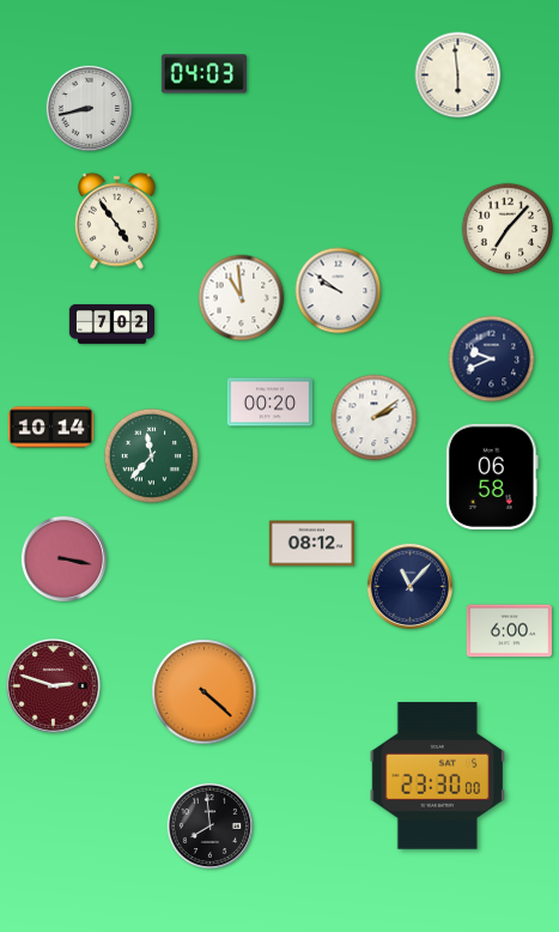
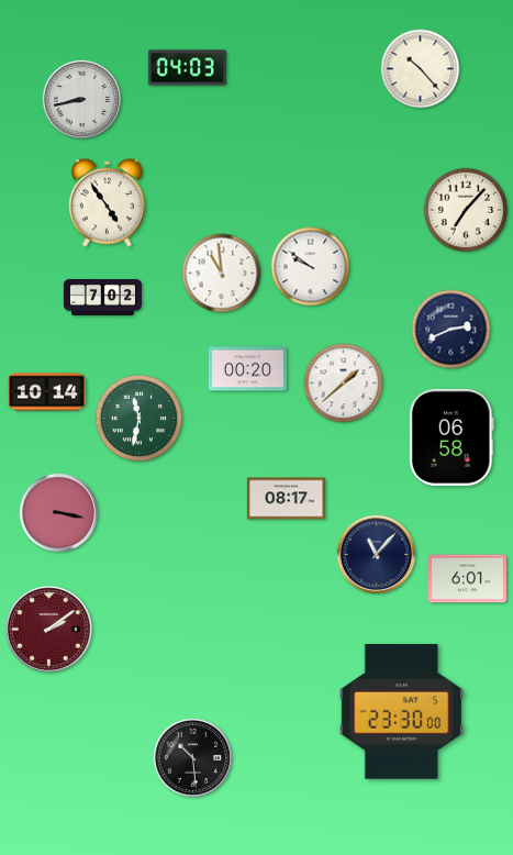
clock at (458, 75): 5:59 -> 10:23
clock at (492, 359): 9:41 -> 2:41
clock at (375, 418): 2:09 -> 1:38
clock at (151, 455): 11:37 -> 11:32
clock at (311, 544): 08:12 -> 08:17
clock at (409, 586) position: (409, 586) -> (376, 554)
clock at (509, 631): 6:00 -> 6:01
clock at (54, 686): 2:48 -> 2:09
clock at (205, 692): 4:22 -> none
clock at (209, 825): 7:59 -> 10:29
